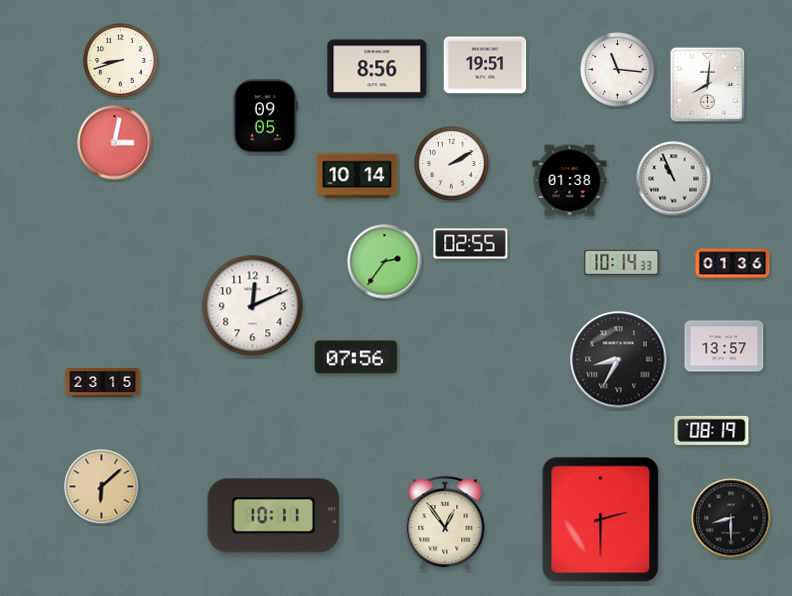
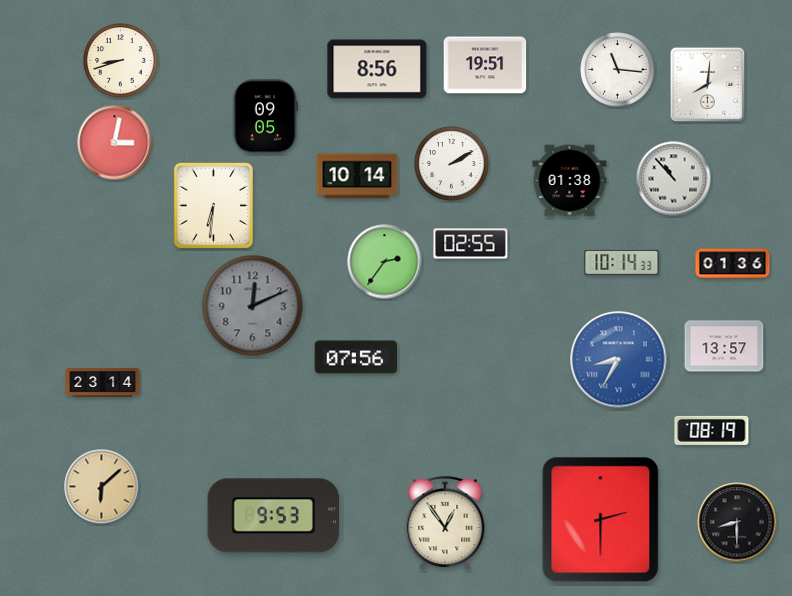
clock at (674, 179): 10:56 -> 10:53
clock at (214, 206): none -> 6:31
clock at (253, 306) dial: white -> grey
clock at (619, 360) dial: black -> blue
clock at (103, 383): 23:15 -> 23:14
clock at (274, 516): 10:11 -> 9:53
clock at (731, 518) position: (731, 518) -> (737, 522)
